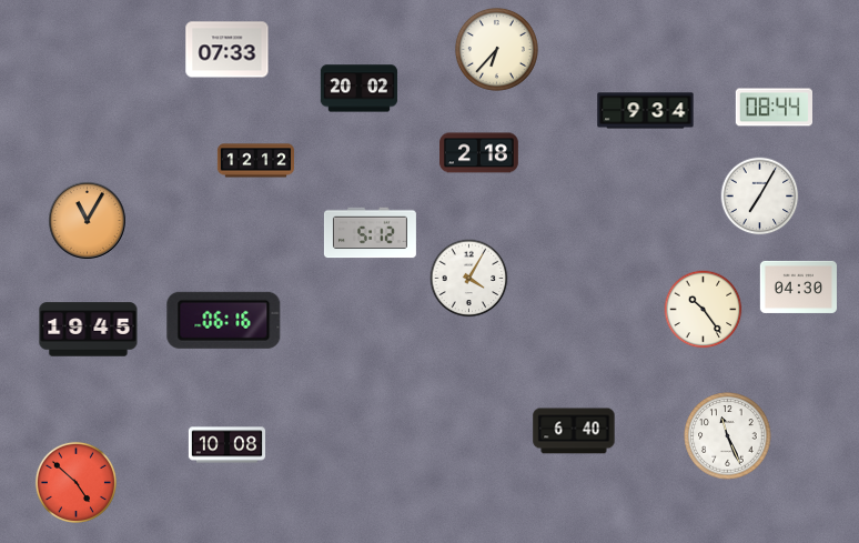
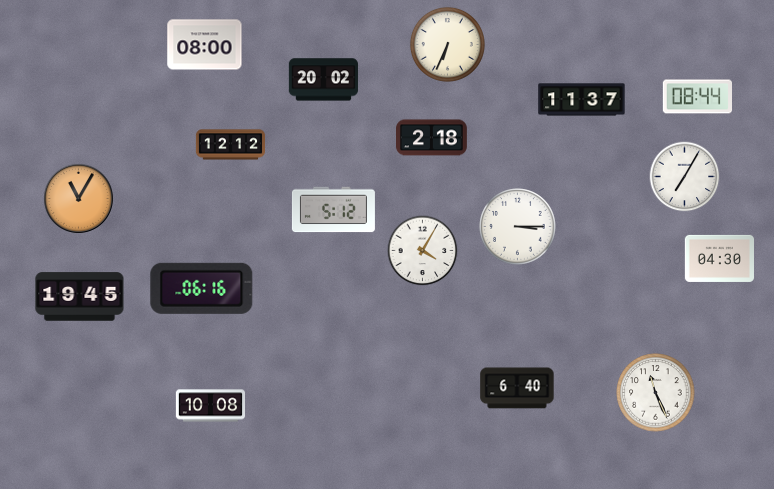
clock at (496, 49): 6:37 -> 6:34
clock at (228, 50): 07:33 -> 08:00
clock at (646, 111): 9:34 -> 11:37
clock at (518, 227): none -> 3:15
clock at (704, 310): 10:24 -> none
clock at (226, 445) position: (226, 445) -> (210, 406)
clock at (75, 482): 4:52 -> none
